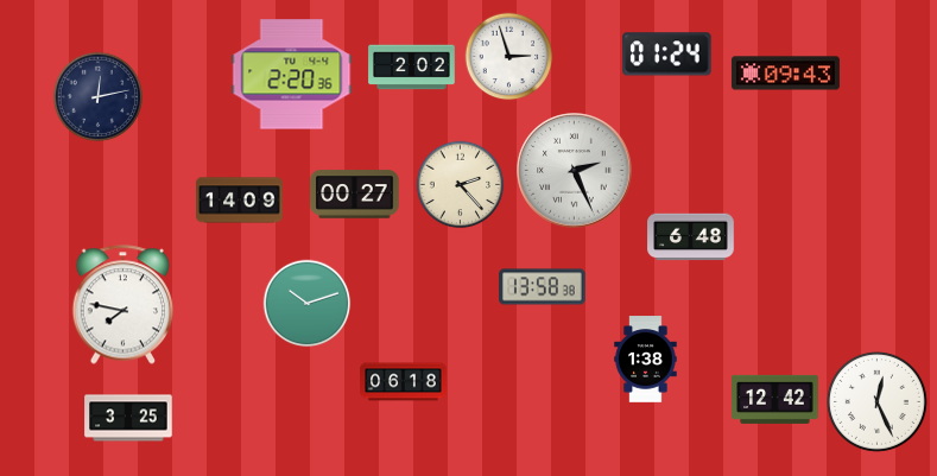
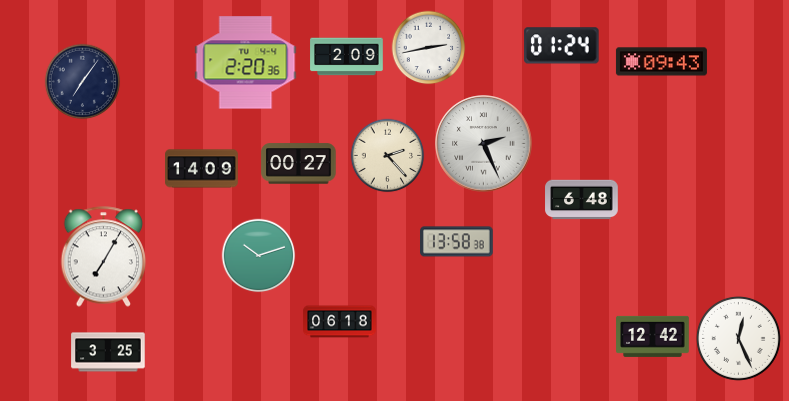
clock at (509, 57): 2:57 -> 2:43
clock at (412, 68): 2:02 -> 2:09
clock at (99, 97): 12:13 -> 7:06
clock at (124, 305): 7:47 -> 7:05
clock at (646, 360): 1:38 -> none
